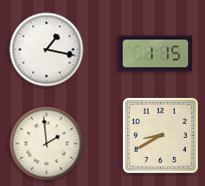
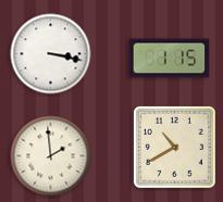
clock at (47, 50): 1:17 -> 3:17
clock at (160, 135): 8:40 -> 10:40
